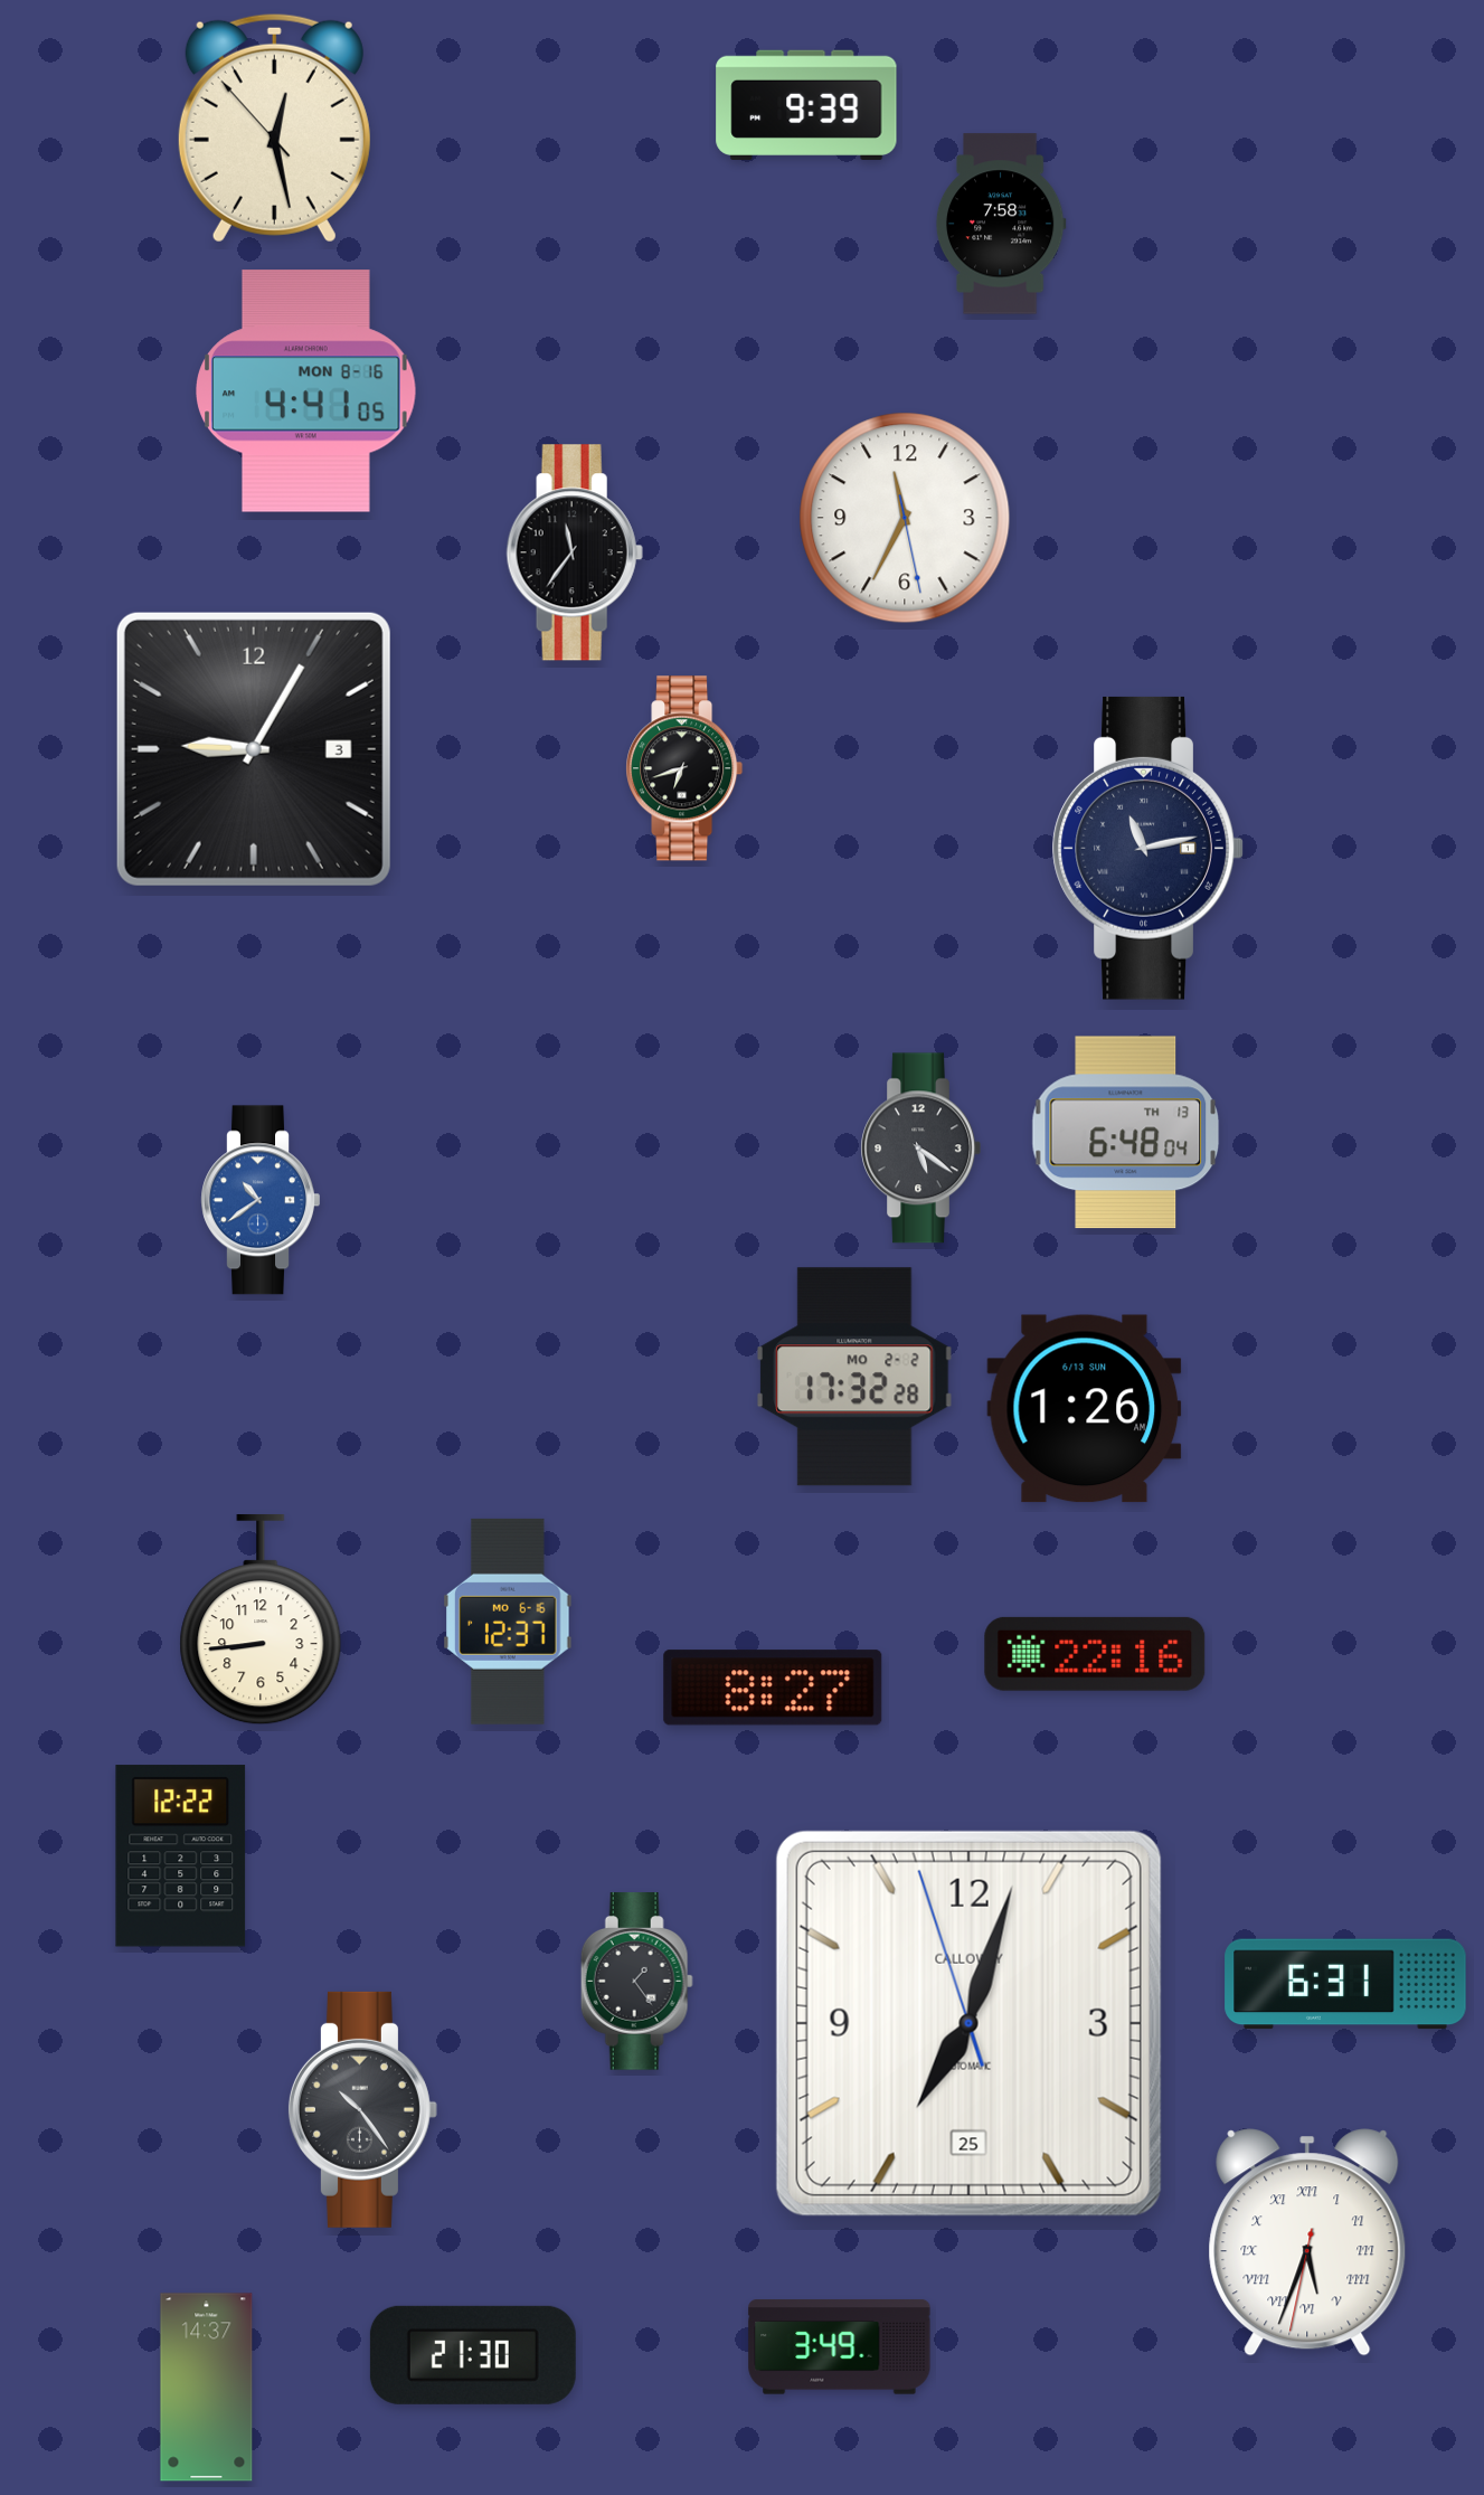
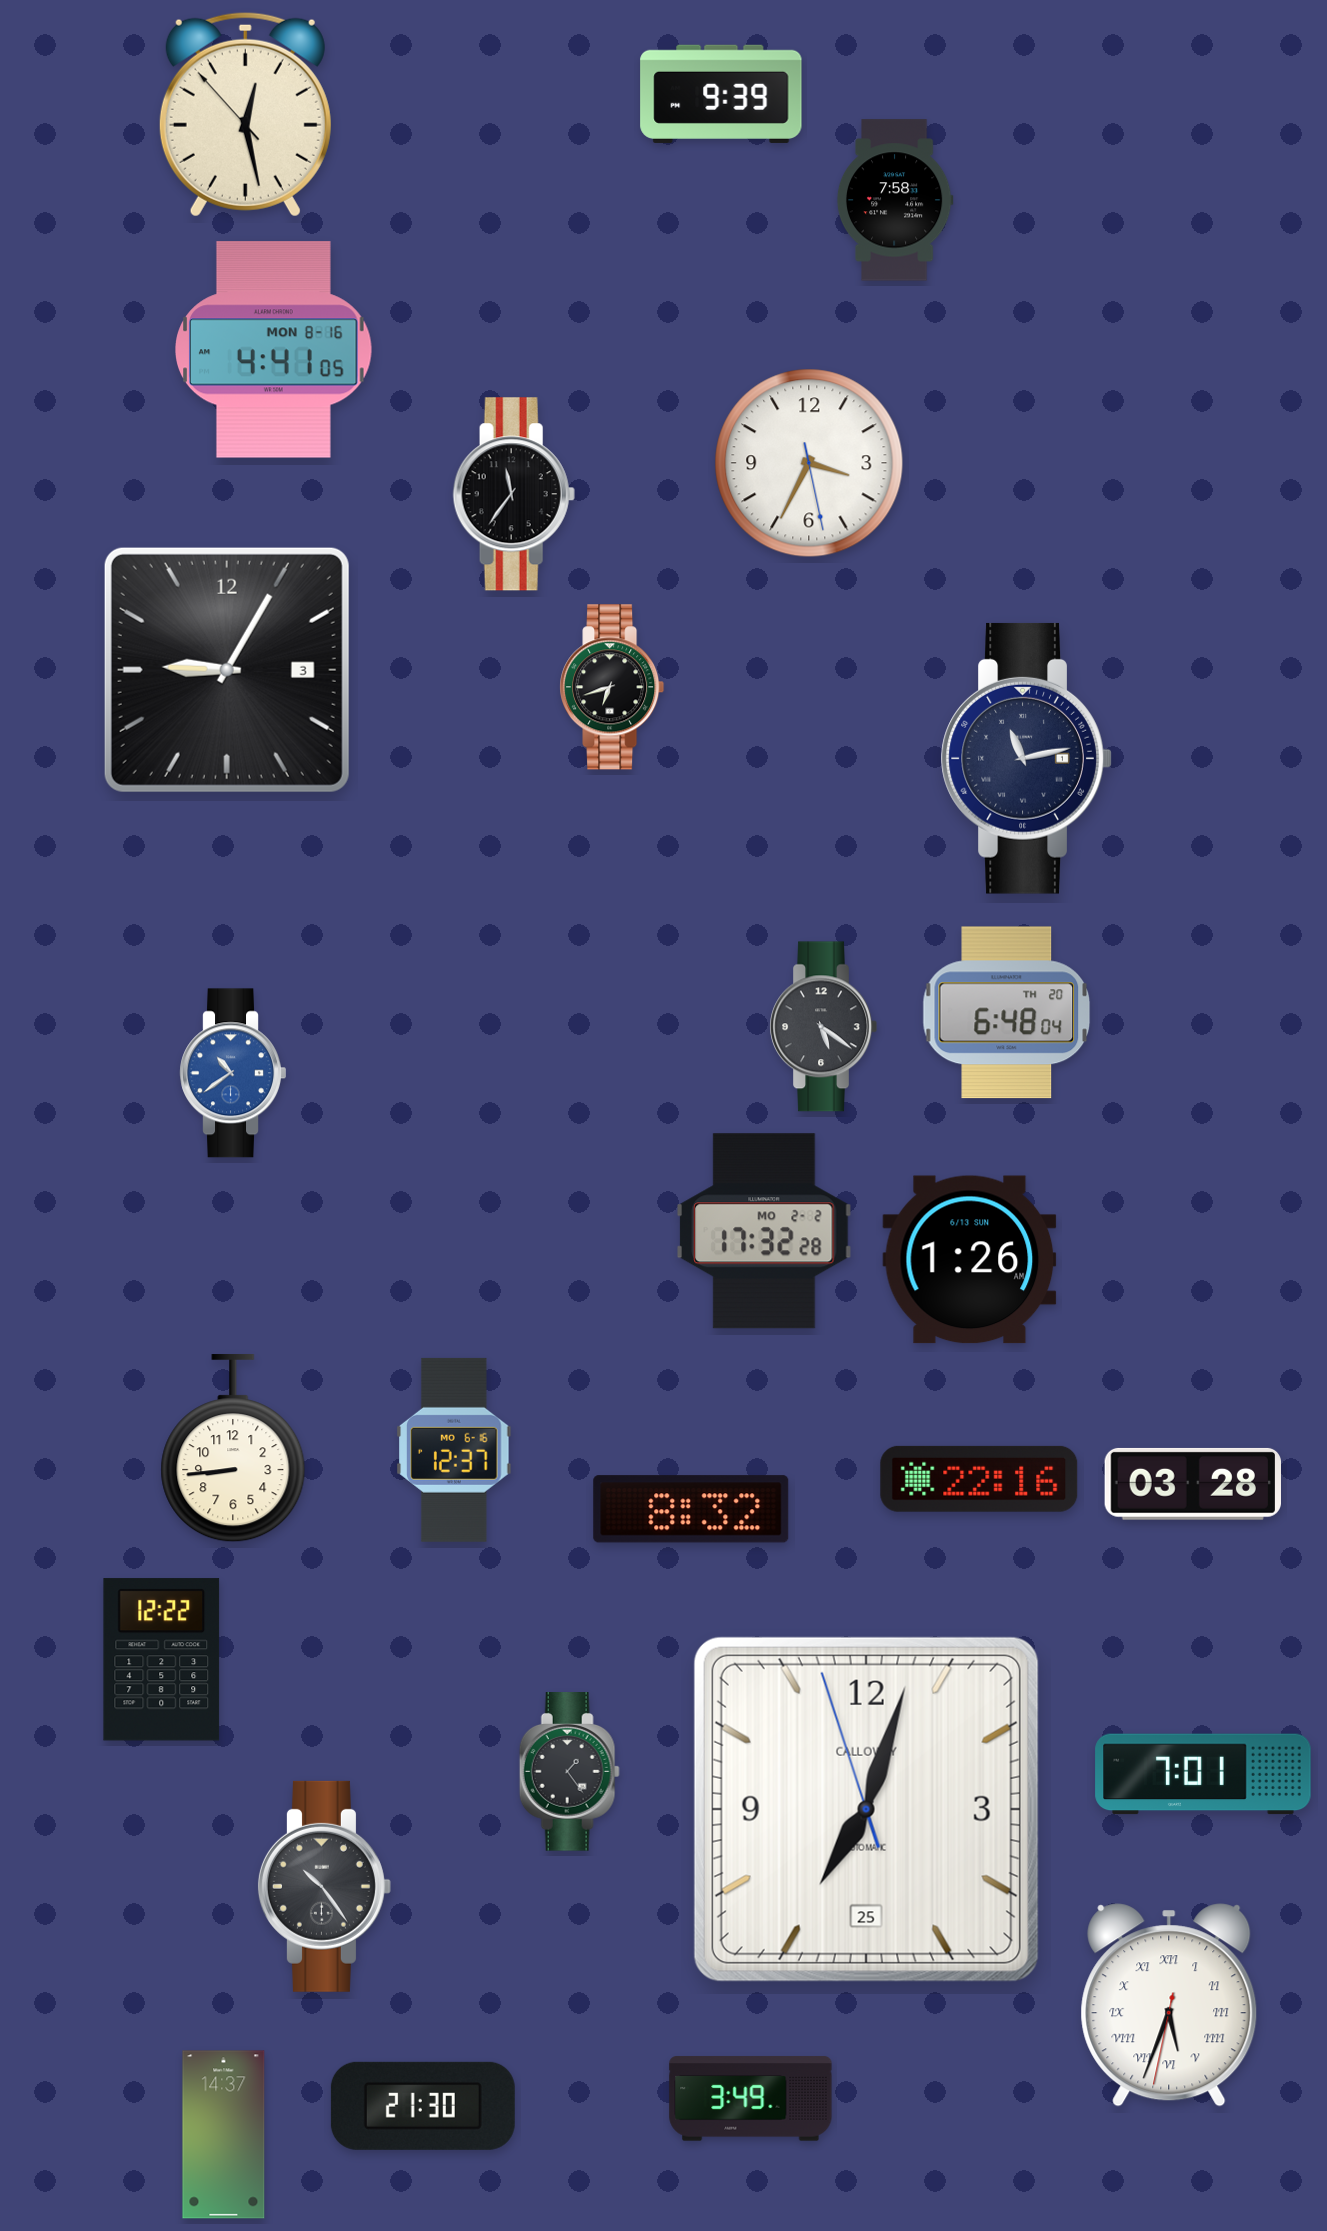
clock at (905, 518): 11:34 -> 3:34
clock at (1126, 1133) date: TH 13 -> TH 20
clock at (1192, 1484): none -> 03:28
clock at (773, 1688): 8:27 -> 8:32
clock at (1345, 1984): 6:31 -> 7:01
clock at (207, 2388) position: (207, 2388) -> (224, 2135)
